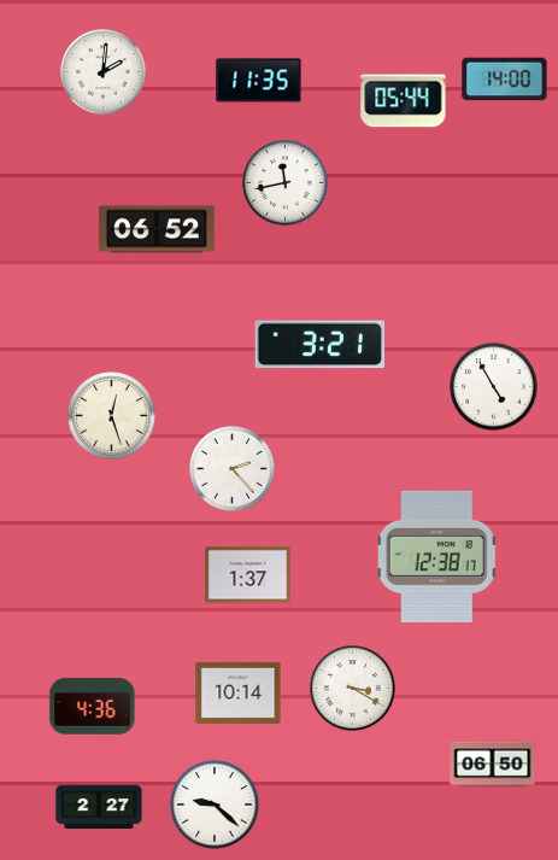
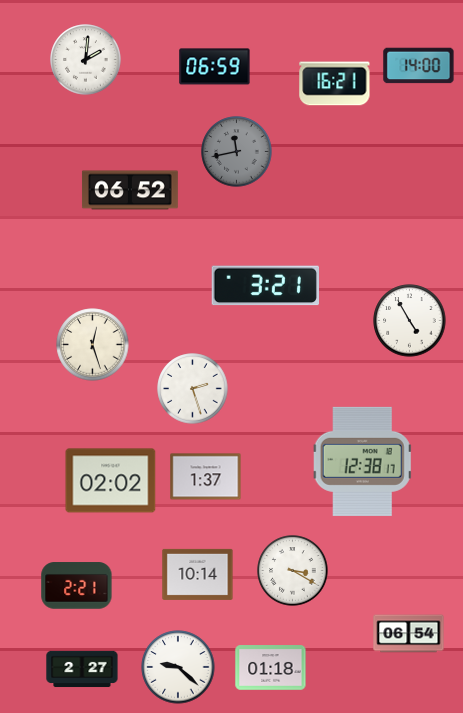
clock at (259, 81): 11:35 -> 06:59
clock at (404, 101): 05:44 -> 16:21
clock at (286, 183) dial: white -> grey
clock at (233, 469): 2:23 -> 2:27
clock at (111, 481): none -> 02:02
clock at (93, 707): 4:36 -> 2:21
clock at (493, 765): 06:50 -> 06:54
clock at (271, 668): none -> 01:18
